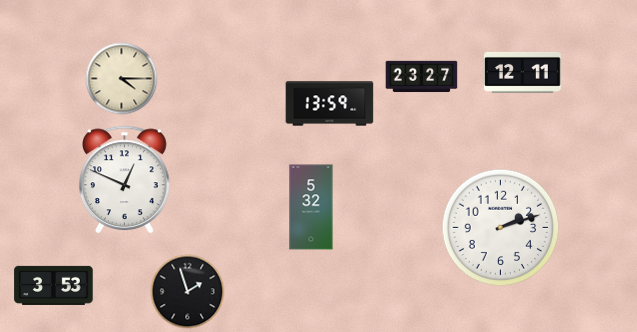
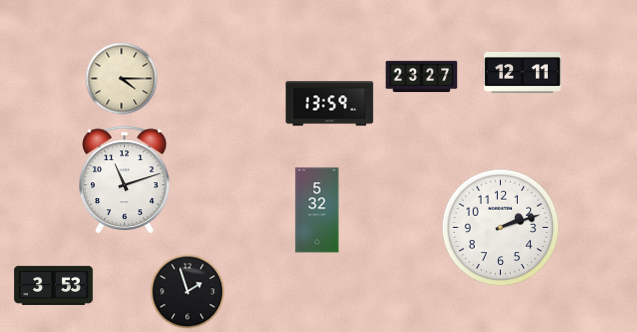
clock at (125, 179): 12:49 -> 11:12
clock at (311, 207) position: (311, 207) -> (317, 210)
